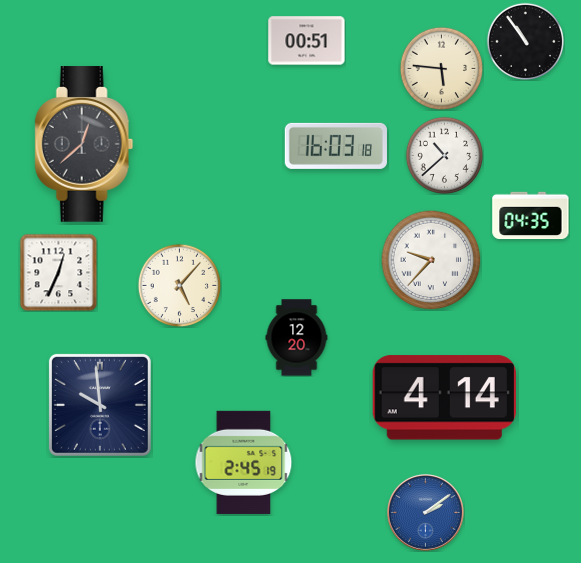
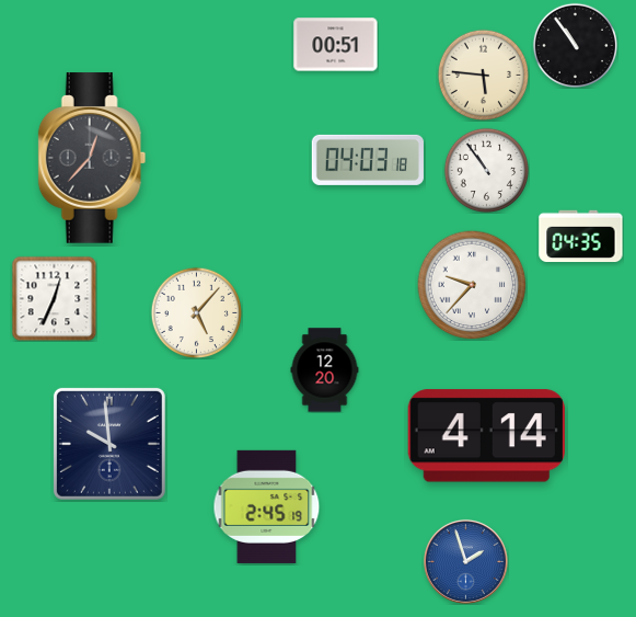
clock at (84, 144): 12:38 -> 12:37
clock at (336, 146): 16:03 -> 04:03
clock at (444, 155): 10:38 -> 10:54
clock at (58, 272) position: (58, 272) -> (54, 298)
clock at (425, 512): 2:09 -> 1:57
